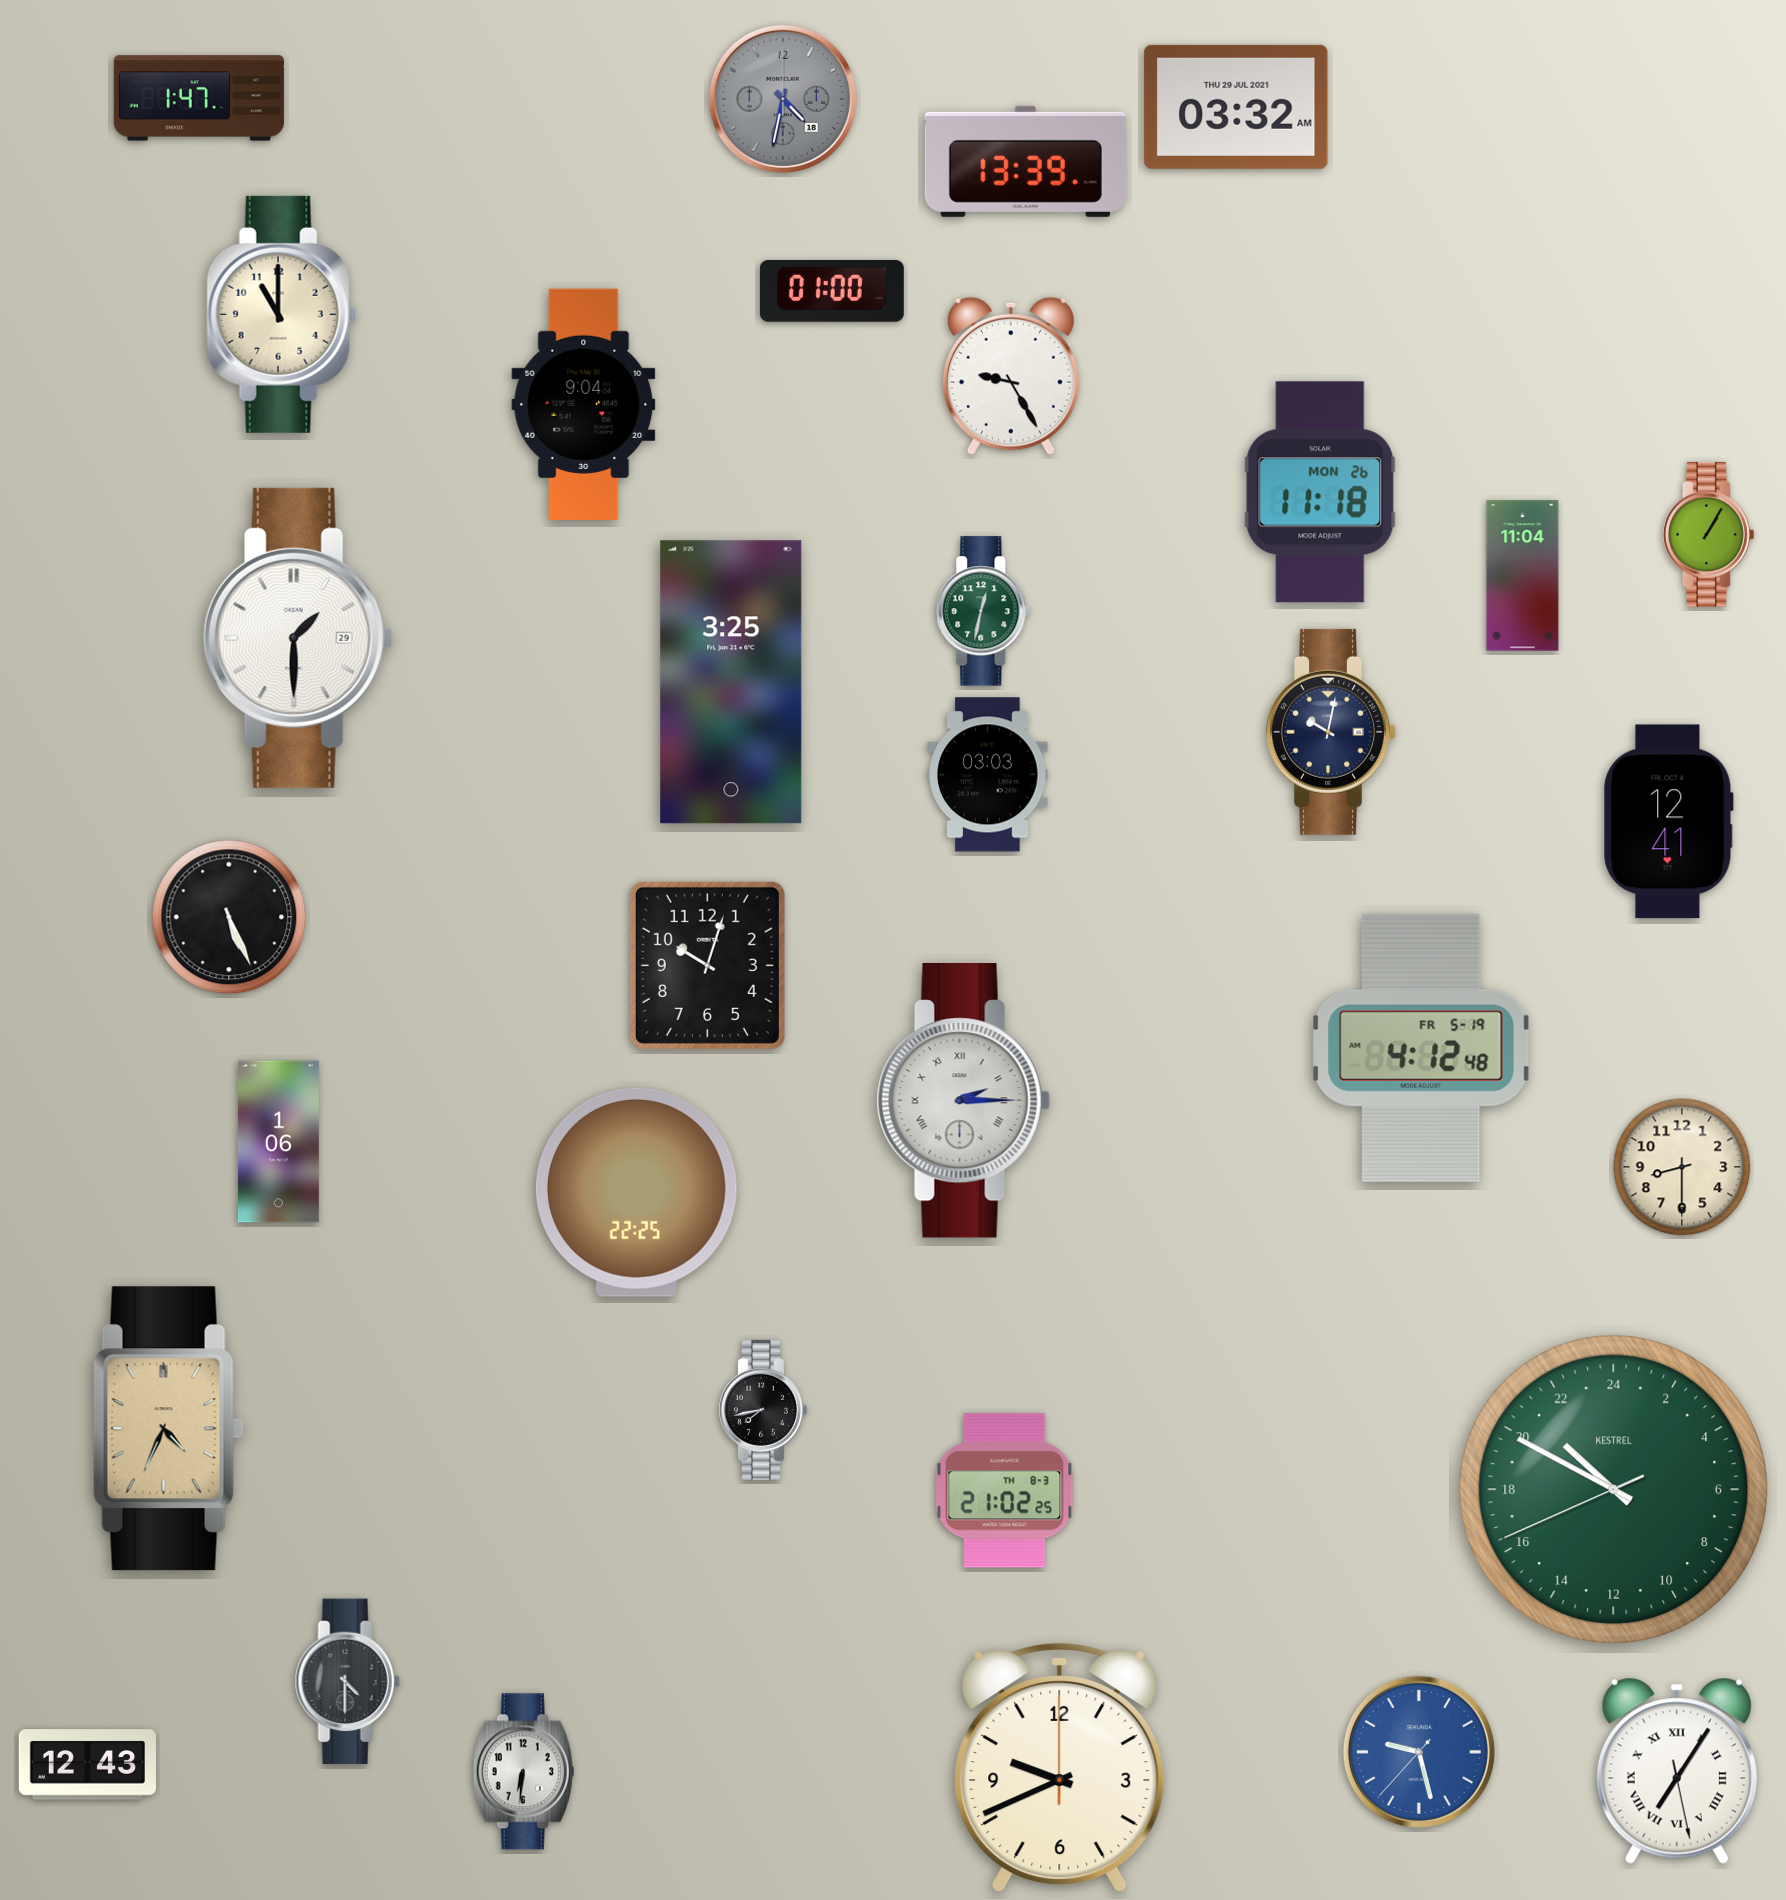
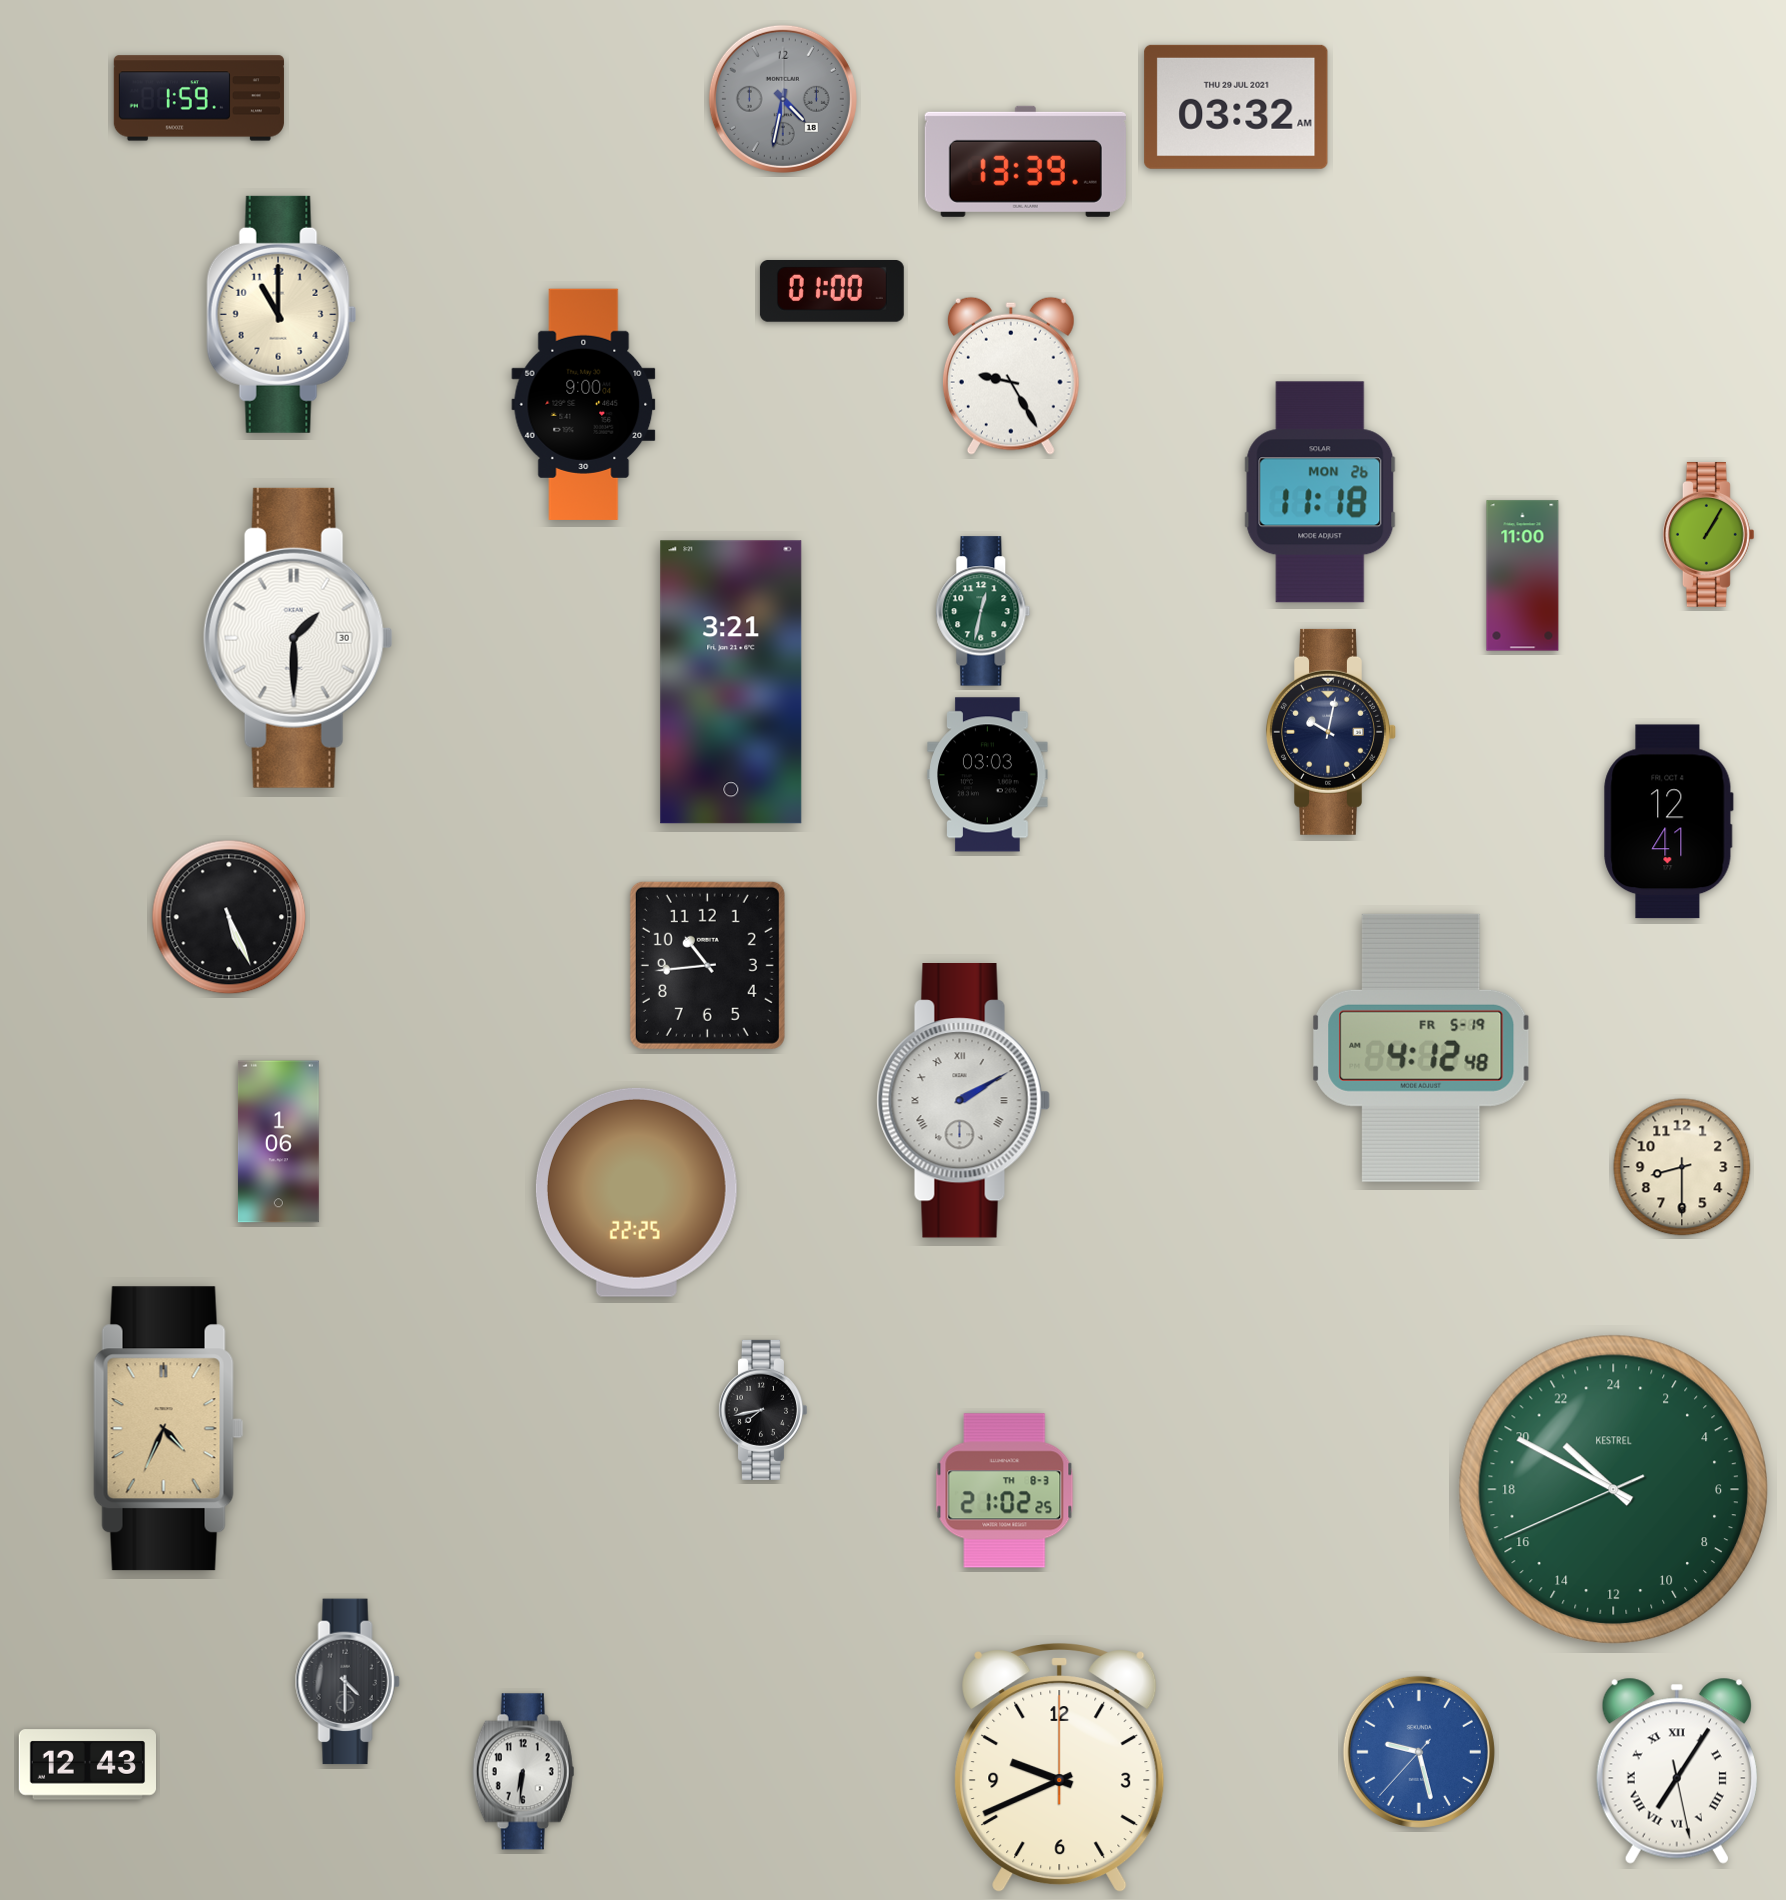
clock at (199, 98): 1:47 -> 1:59
clock at (584, 404): 9:04 -> 9:00
clock at (1523, 576): 11:04 -> 11:00
clock at (298, 638) date: 29 -> 30
clock at (731, 682): 3:25 -> 3:21
clock at (707, 965): 10:03 -> 10:44
clock at (963, 1100): 2:15 -> 2:10
